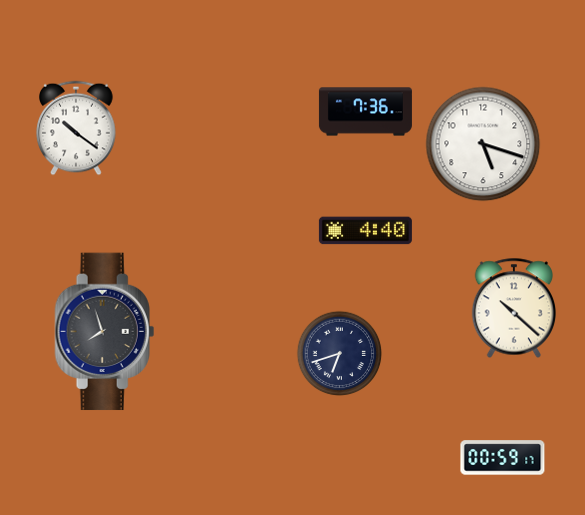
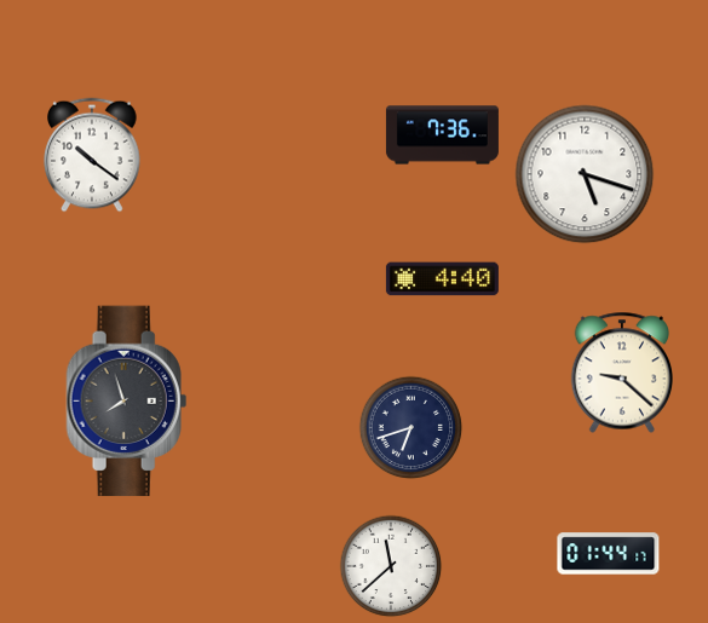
clock at (513, 308): 10:22 -> 9:22
clock at (503, 458): 00:59 -> 01:44
clock at (391, 566): none -> 11:38
